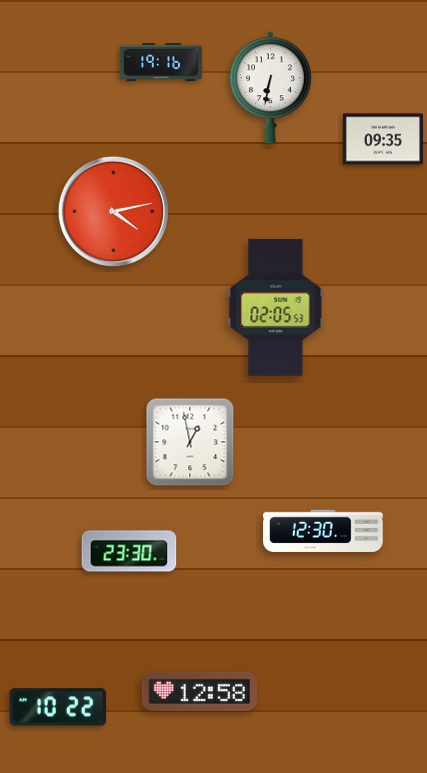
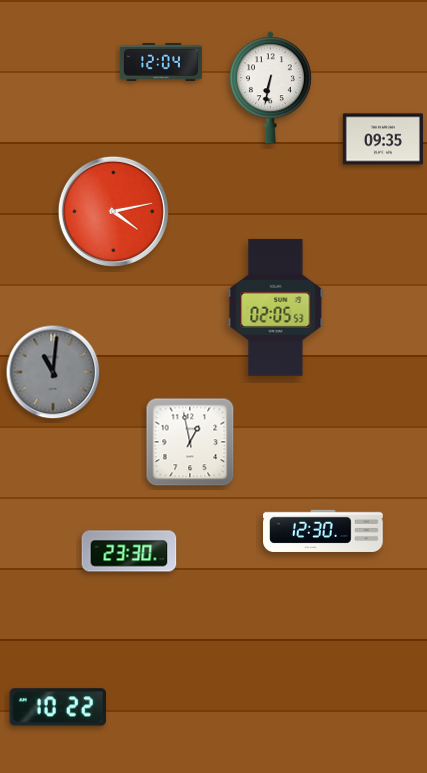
clock at (161, 62): 19:16 -> 12:04
clock at (53, 372): none -> 11:01
clock at (199, 691): 12:58 -> none
